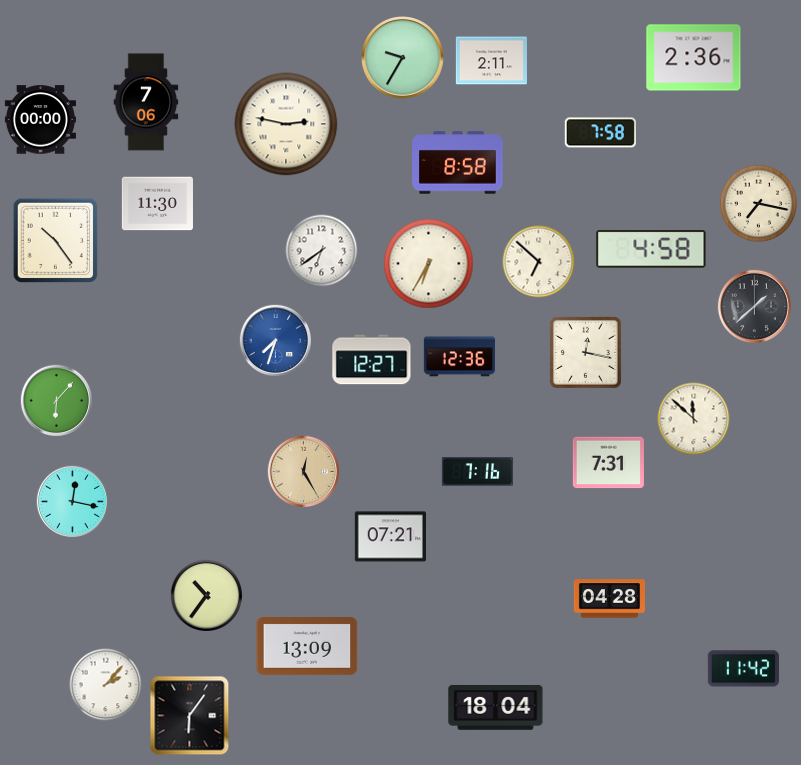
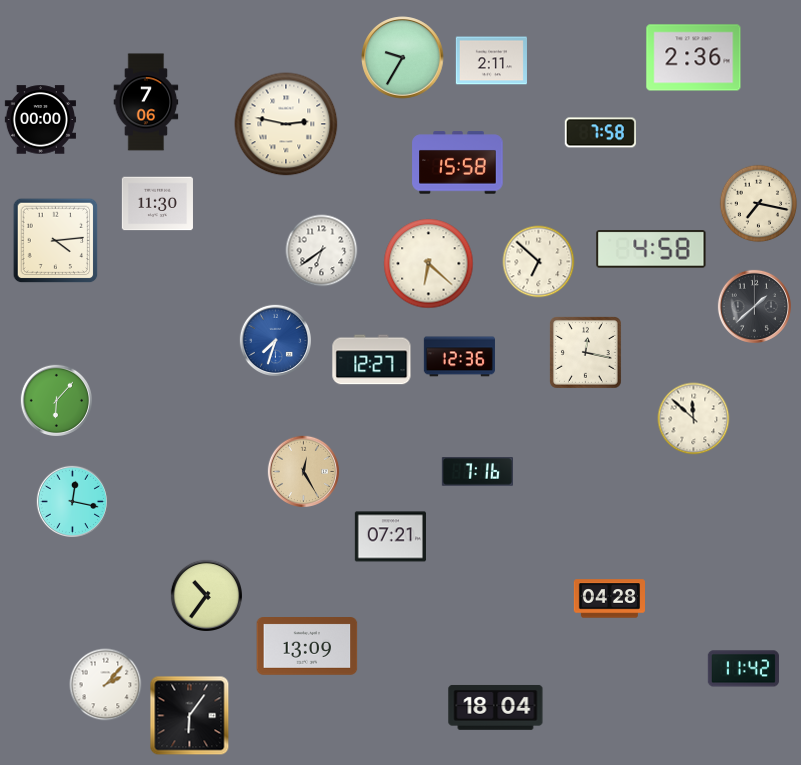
clock at (458, 163): 8:58 -> 15:58
clock at (56, 241): 10:24 -> 4:14
clock at (429, 264): 6:35 -> 6:22
clock at (608, 463): 7:31 -> none
